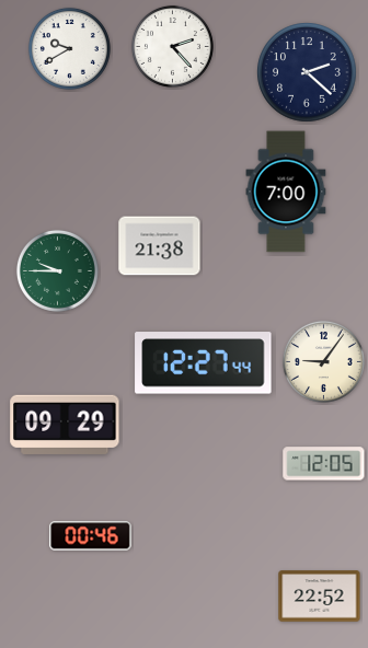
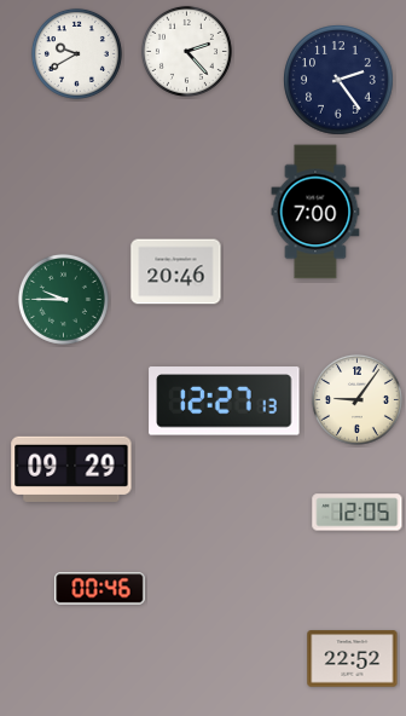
clock at (172, 46) position: (172, 46) -> (186, 51)
clock at (307, 72): 2:22 -> 2:24
clock at (160, 246): 21:38 -> 20:46
clock at (204, 363): 12:27:44 -> 12:27:13
clock at (91, 536) position: (91, 536) -> (100, 589)
